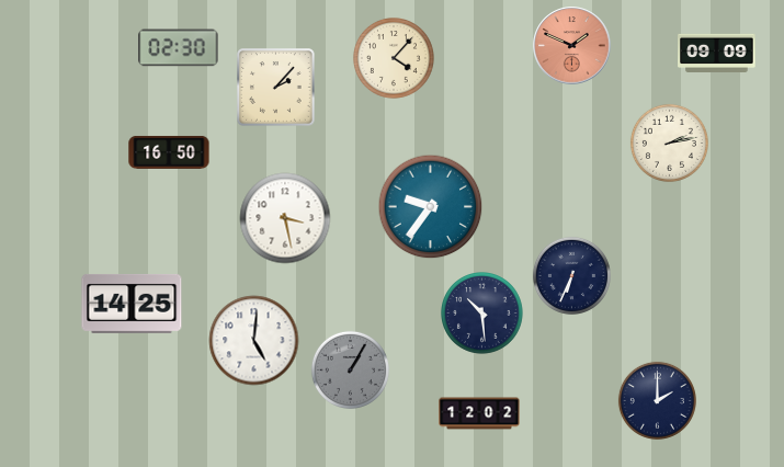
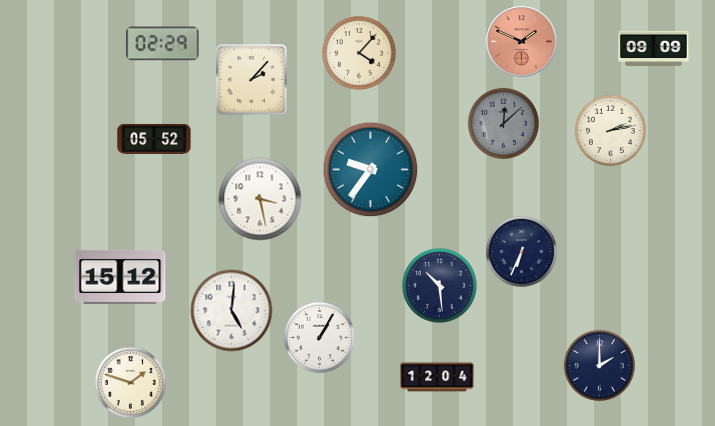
clock at (179, 48): 02:30 -> 02:29
clock at (503, 123): none -> 12:08
clock at (169, 152): 16:50 -> 05:52
clock at (431, 207) position: (431, 207) -> (371, 170)
clock at (132, 304): 14:25 -> 15:12
clock at (350, 369) dial: grey -> white
clock at (479, 413): 12:02 -> 12:04
clock at (130, 382): none -> 1:48
